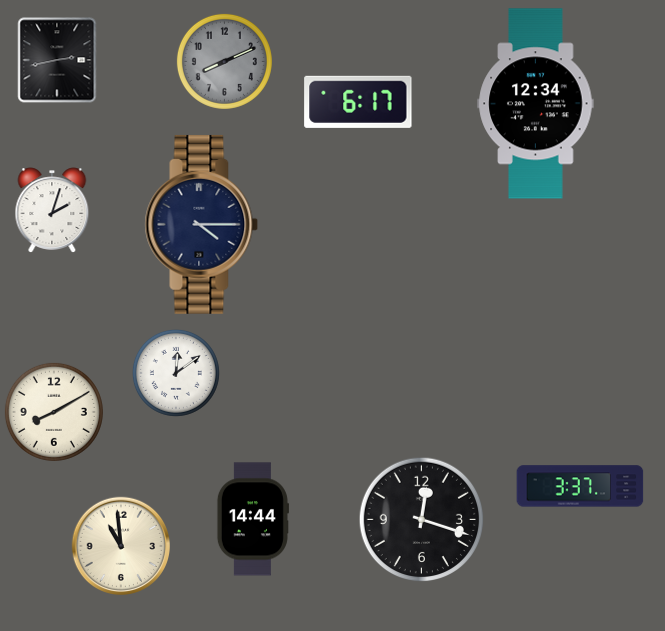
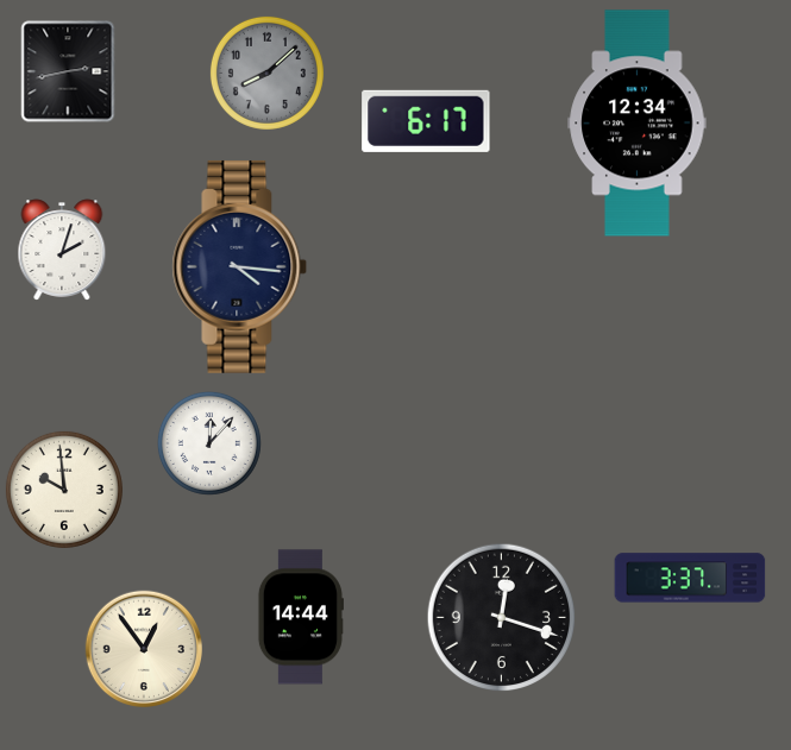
clock at (224, 61): 8:11 -> 8:08
clock at (202, 224): 4:15 -> 4:16
clock at (176, 373): 12:09 -> 12:07
clock at (54, 412): 8:10 -> 9:59
clock at (120, 545): 10:59 -> 12:54
